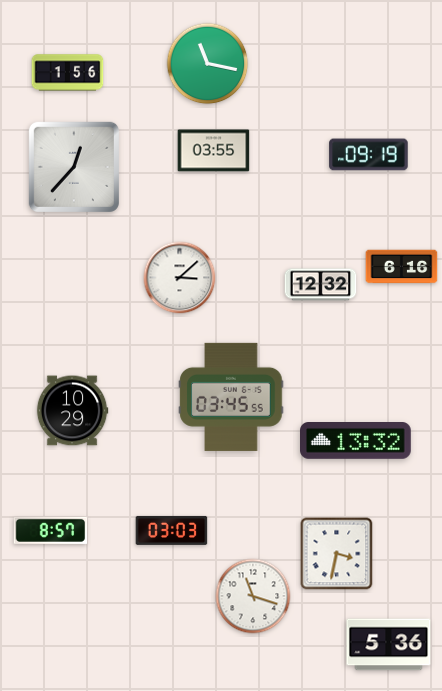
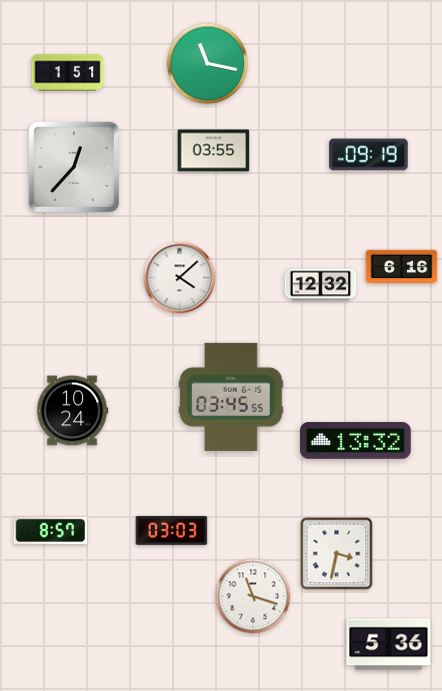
clock at (68, 73): 1:56 -> 1:51
clock at (180, 278): 3:08 -> 4:08
clock at (72, 411): 10:29 -> 10:24
